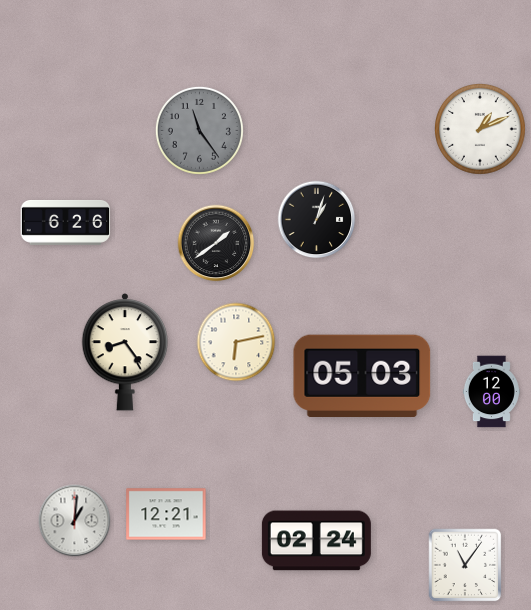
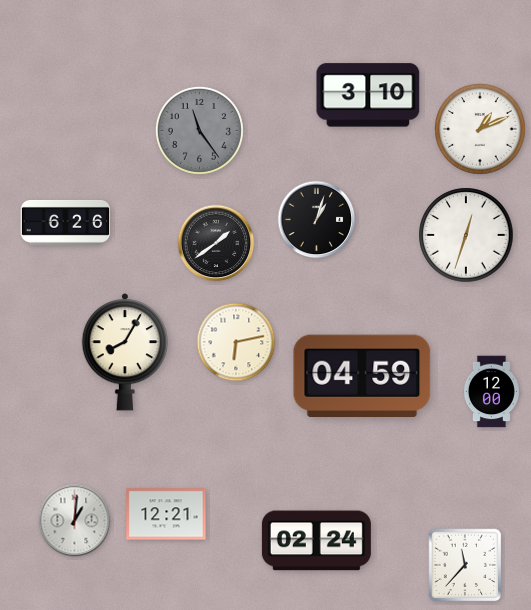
clock at (368, 95): none -> 3:10
clock at (466, 235): none -> 12:33
clock at (125, 353): 8:24 -> 8:05
clock at (362, 375): 05:03 -> 04:59
clock at (465, 565): 11:06 -> 11:37
